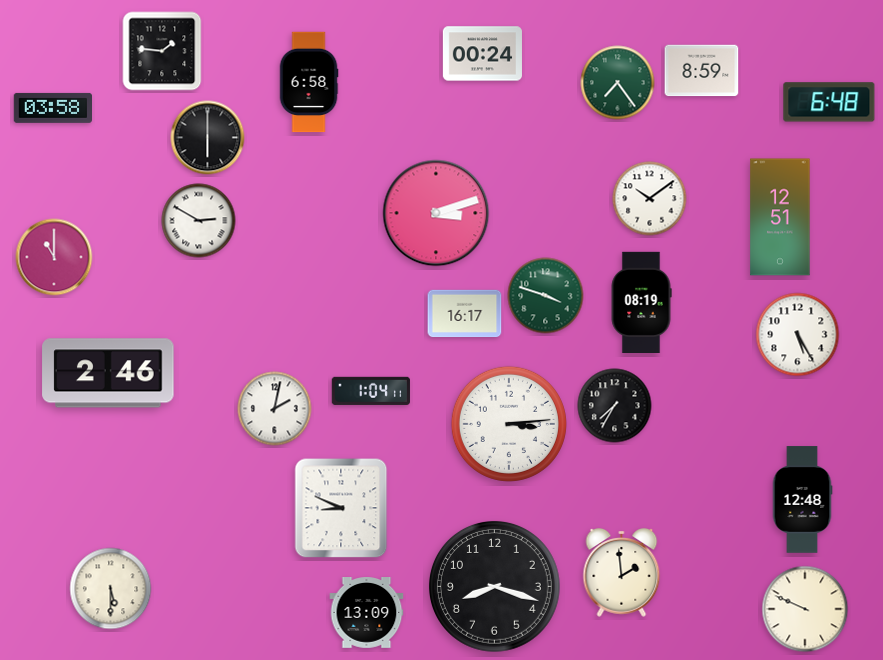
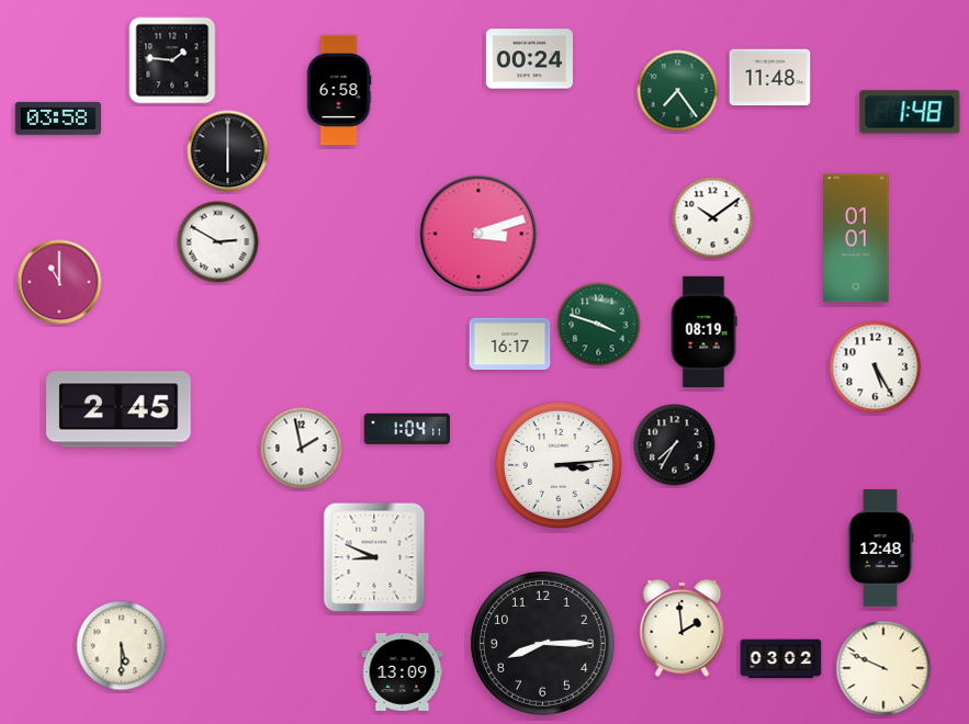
clock at (162, 51) position: (162, 51) -> (172, 60)
clock at (702, 71): 8:59 -> 11:48
clock at (829, 102): 6:48 -> 1:48
clock at (780, 217): 12:51 -> 01:01
clock at (108, 373): 2:46 -> 2:45
clock at (275, 409): 2:02 -> 1:58
clock at (494, 586): 8:18 -> 8:15
clock at (781, 659): none -> 03:02
